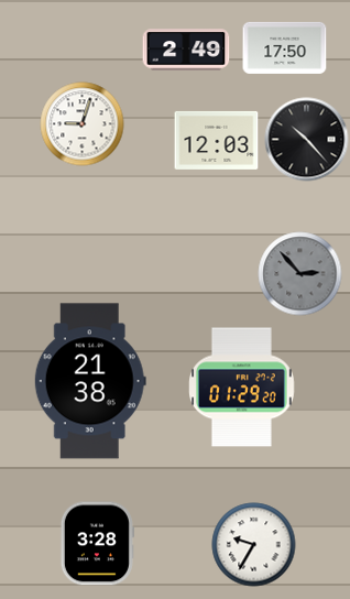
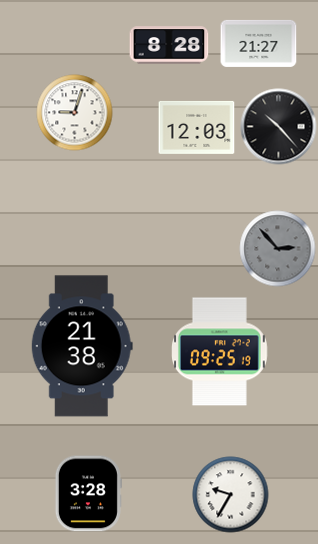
clock at (285, 47): 17:50 -> 21:27
clock at (186, 50): 2:49 -> 8:28
clock at (300, 274) position: (300, 274) -> (278, 249)
clock at (242, 388): 01:29 -> 09:25
